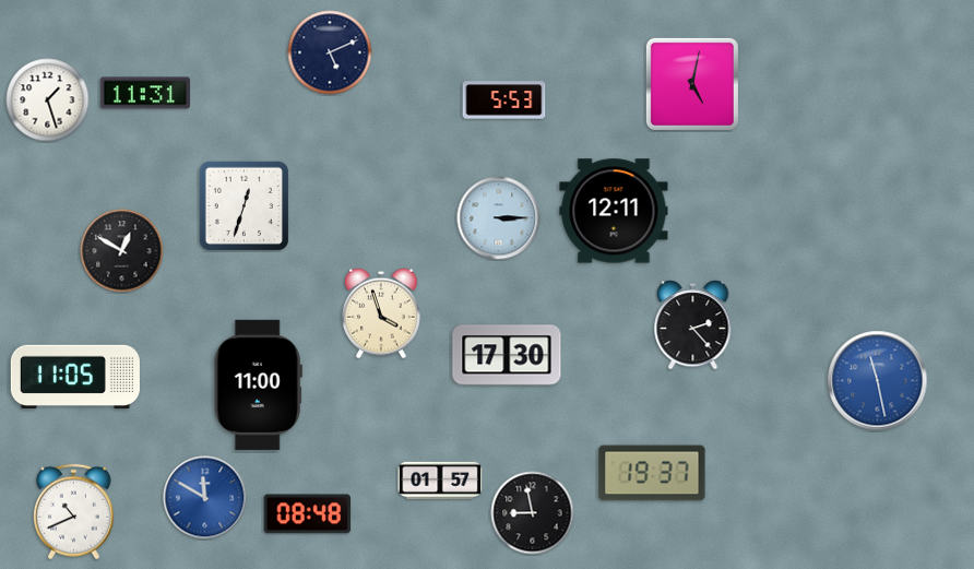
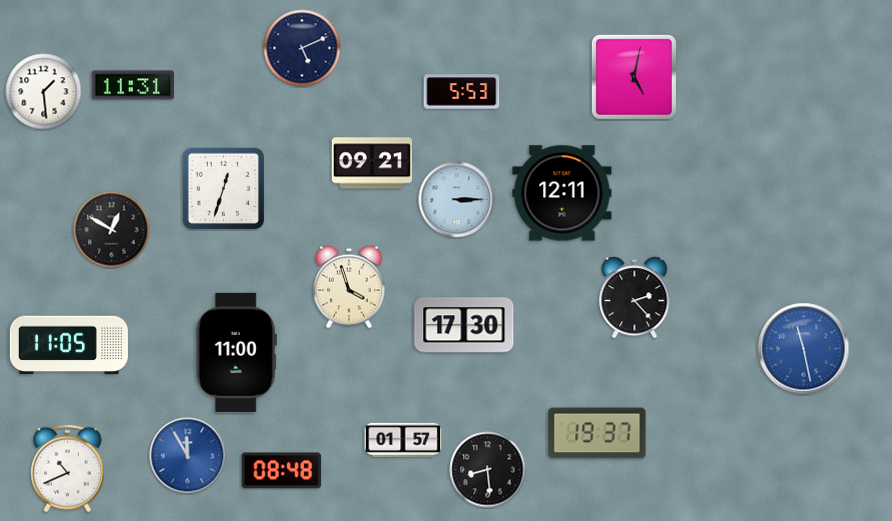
clock at (48, 100): 1:27 -> 1:29
clock at (372, 163): none -> 09:21
clock at (205, 498): 11:50 -> 11:55
clock at (533, 513): 8:58 -> 8:29
